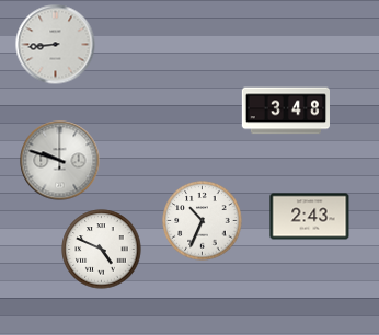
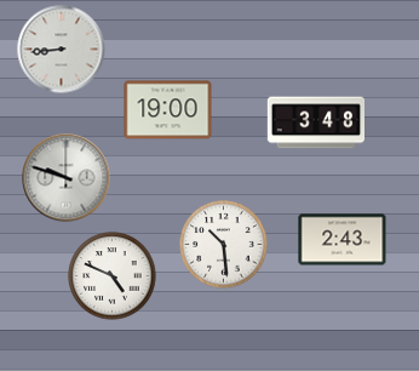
clock at (168, 110): none -> 19:00
clock at (203, 221): 10:34 -> 10:29
